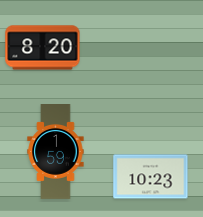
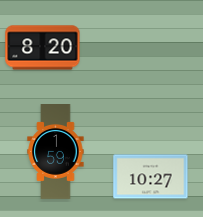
clock at (151, 177): 10:23 -> 10:27
